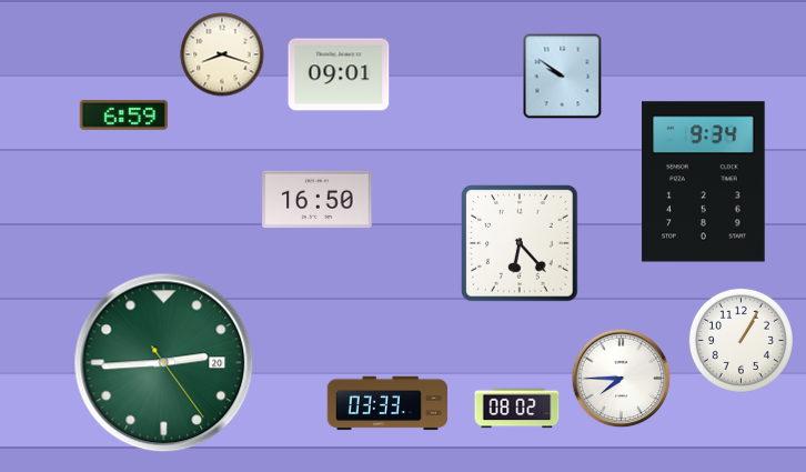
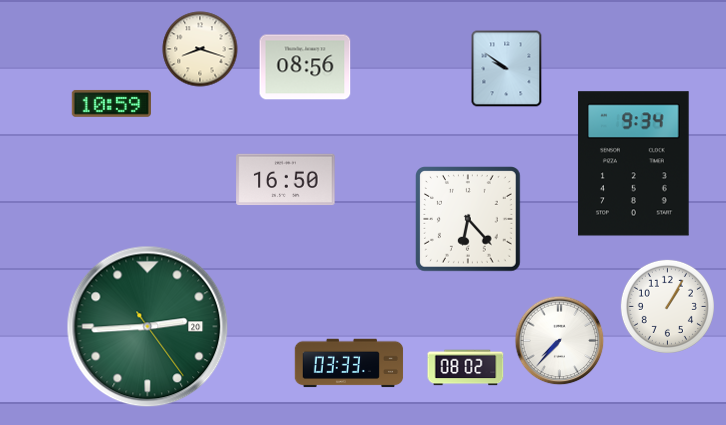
clock at (339, 74): 09:01 -> 08:56
clock at (123, 114): 6:59 -> 10:59
clock at (622, 379): 7:45 -> 7:37
